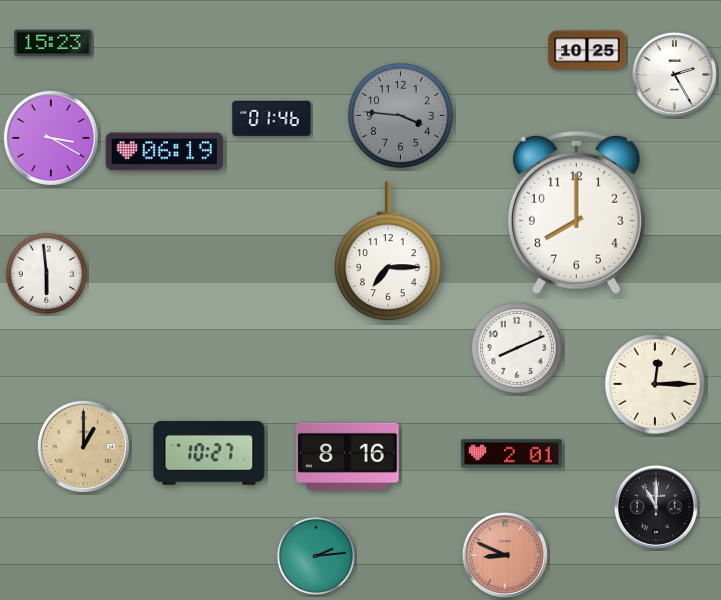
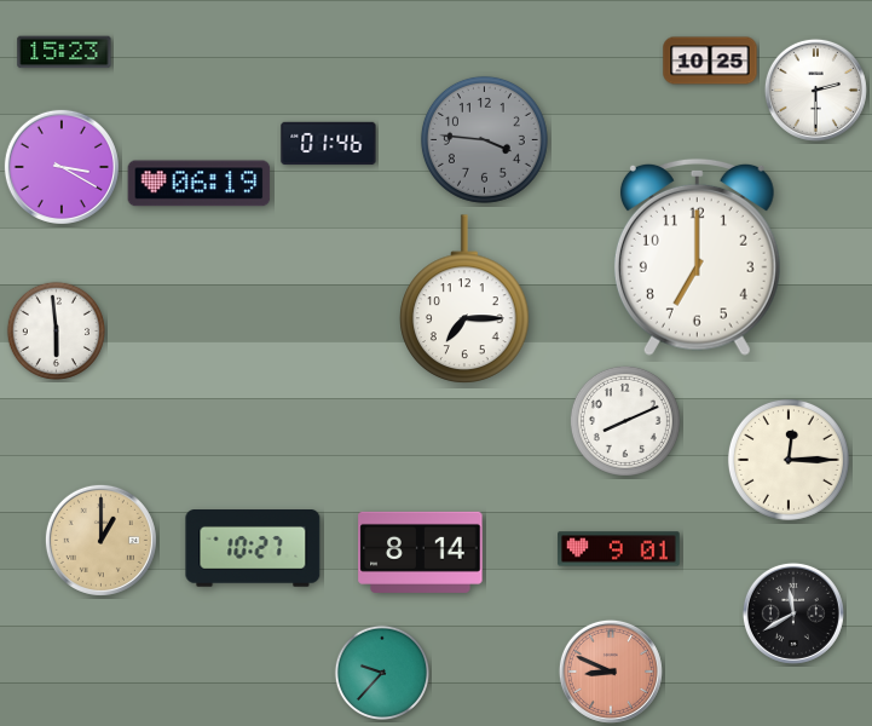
clock at (674, 74): 2:25 -> 2:30
clock at (576, 212): 8:00 -> 7:00
clock at (388, 251) position: (388, 251) -> (464, 299)
clock at (655, 384) position: (655, 384) -> (789, 460)
clock at (512, 454): 2:01 -> 9:01
clock at (348, 456): 8:16 -> 8:14
clock at (656, 507): 11:00 -> 11:40
clock at (315, 555): 2:14 -> 9:37
